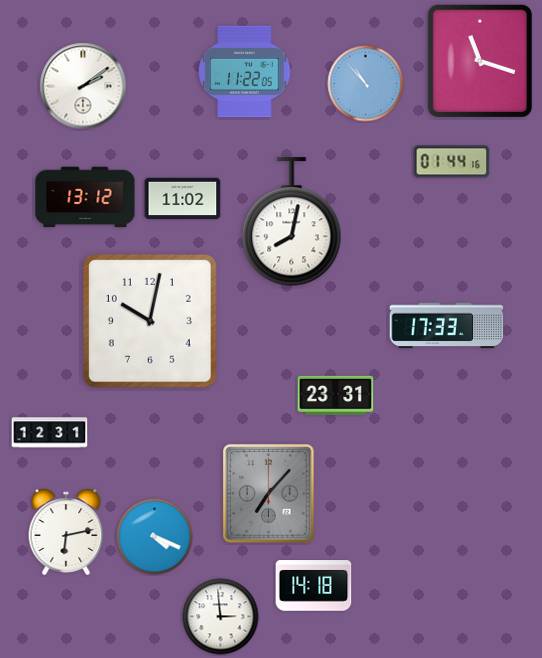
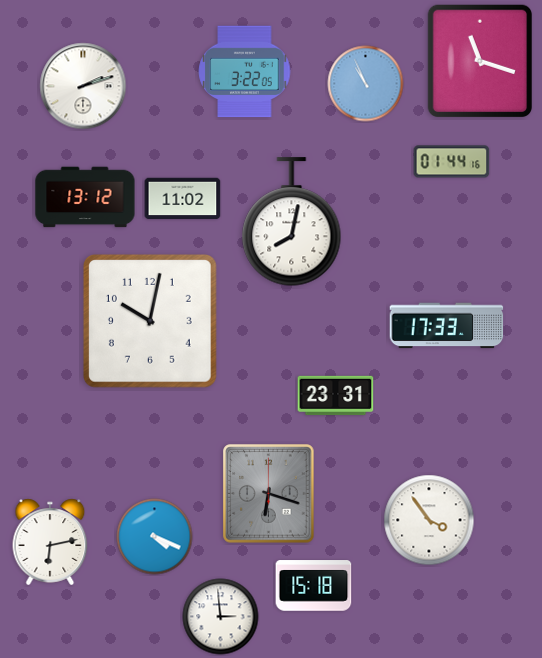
clock at (245, 72): 11:22 -> 3:22
clock at (366, 84): 10:53 -> 10:56
clock at (83, 86): 2:09 -> 2:12
clock at (50, 433): 12:31 -> none
clock at (269, 494): 7:07 -> 6:18
clock at (429, 520): none -> 3:54
clock at (66, 532) position: (66, 532) -> (50, 542)
clock at (314, 586): 14:18 -> 15:18
